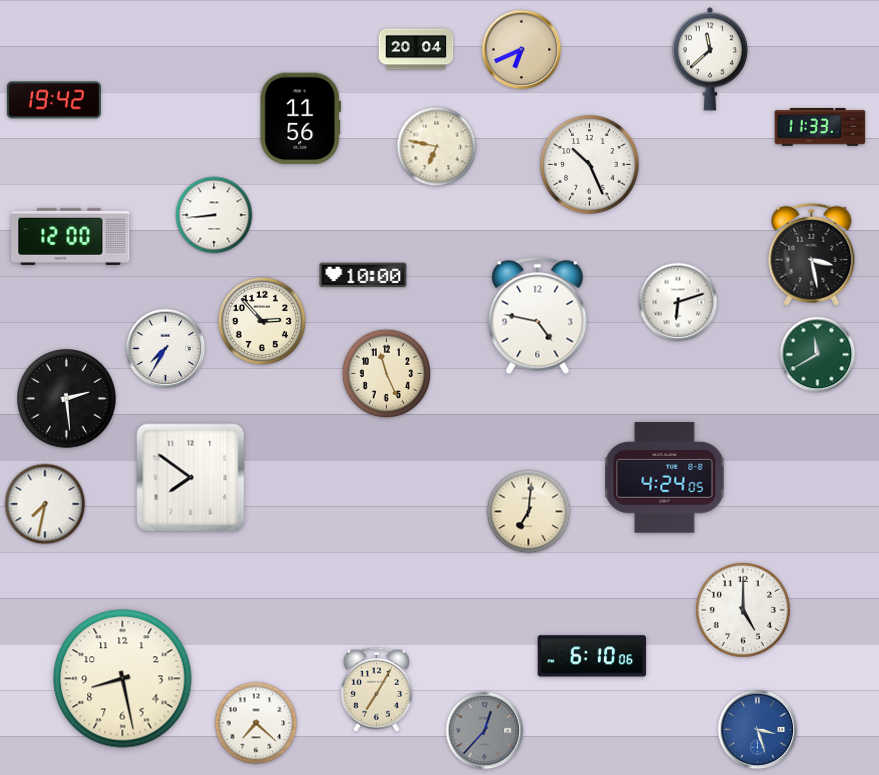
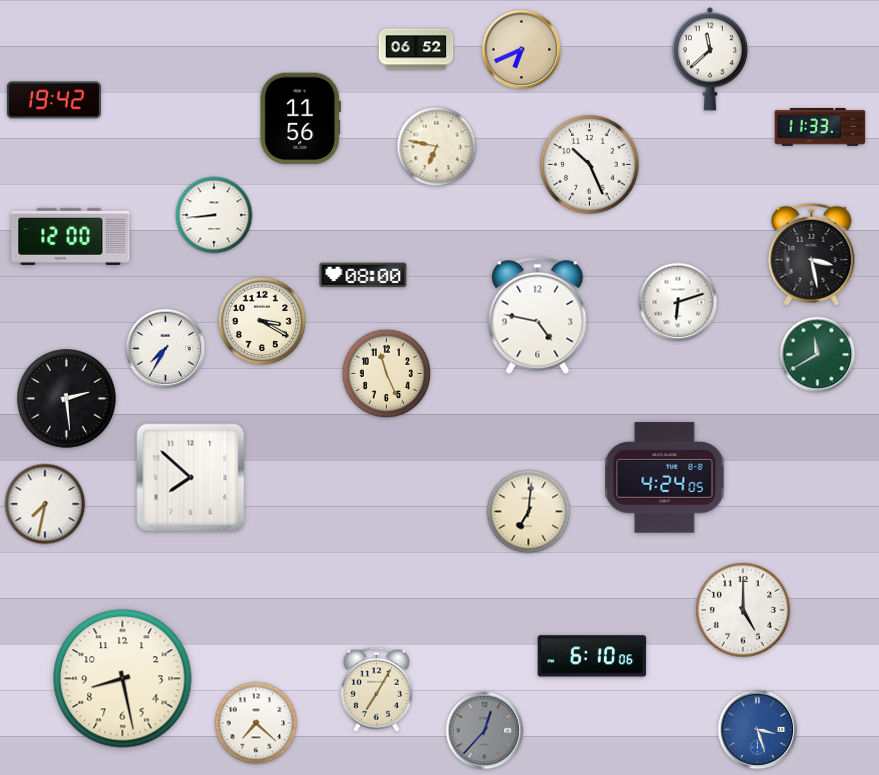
clock at (416, 49): 20:04 -> 06:52
clock at (363, 275): 10:00 -> 08:00
clock at (262, 321): 2:53 -> 3:20
clock at (191, 478): 7:51 -> 7:52
